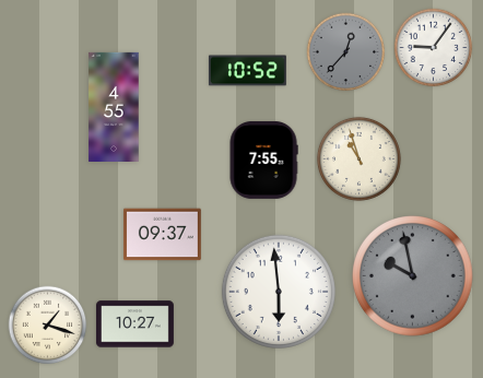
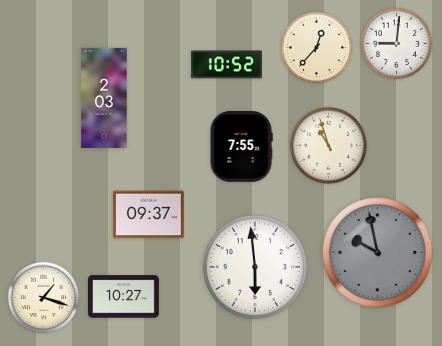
clock at (434, 48): 9:06 -> 9:01
clock at (346, 52) dial: grey -> cream
clock at (114, 106): 4:55 -> 2:03
